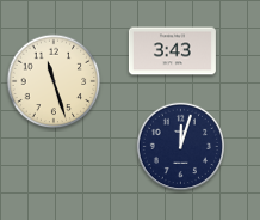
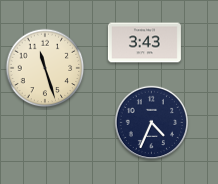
clock at (180, 146): 12:03 -> 4:34
